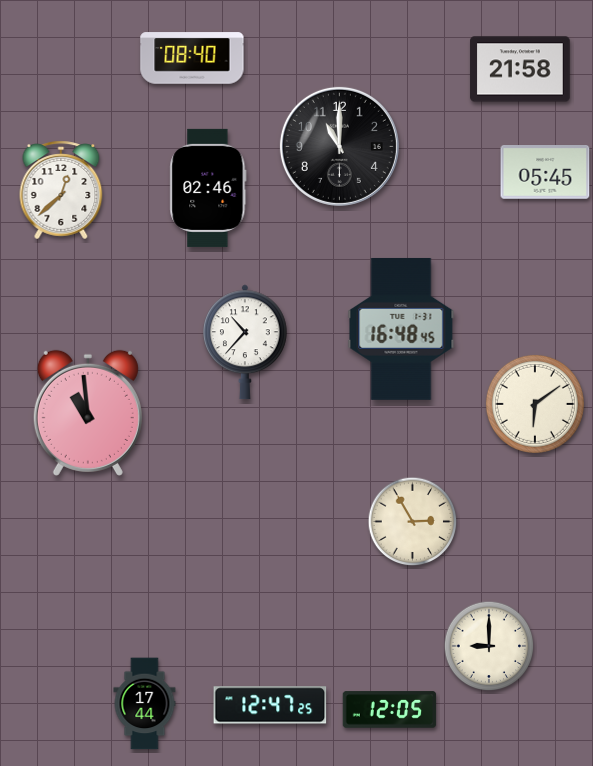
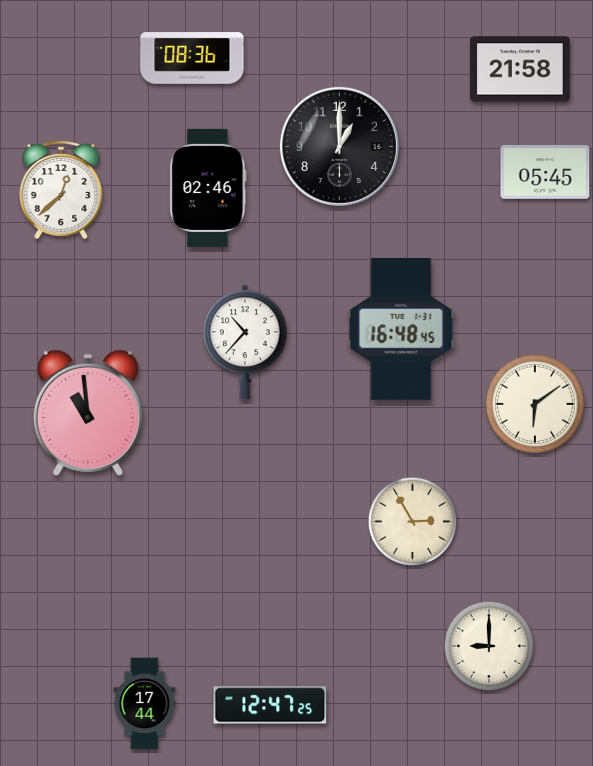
clock at (192, 58): 08:40 -> 08:36
clock at (339, 146): 11:00 -> 1:00
clock at (390, 710): 12:05 -> none
